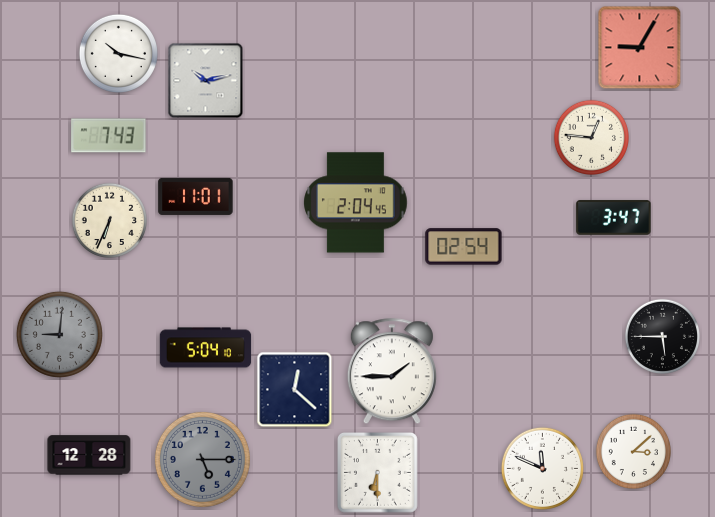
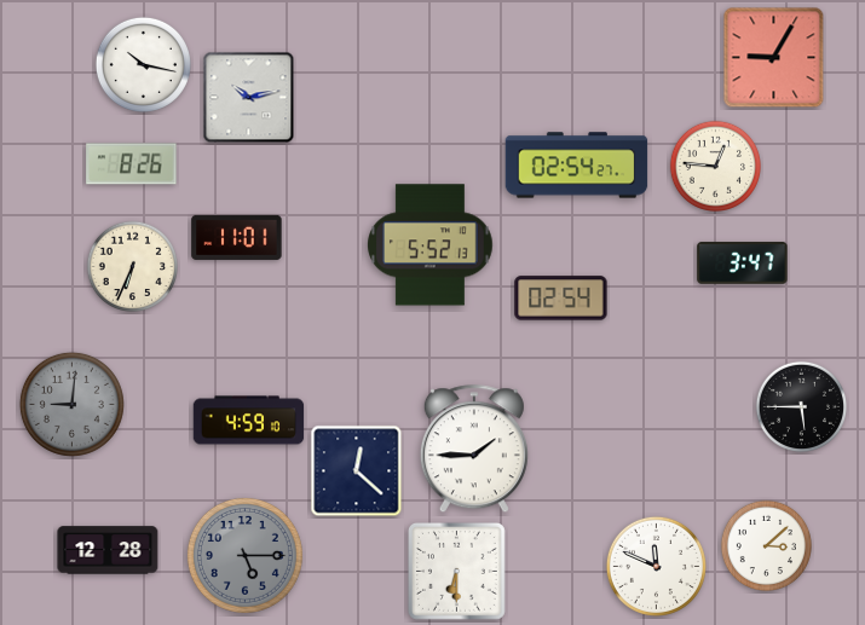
clock at (109, 136): 7:43 -> 8:26
clock at (577, 166): none -> 02:54
clock at (356, 203): 2:04 -> 5:52
clock at (206, 348): 5:04 -> 4:59
